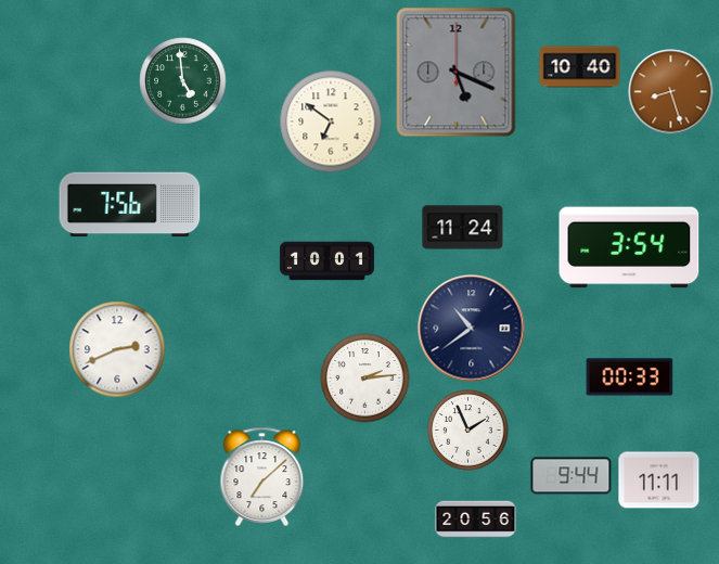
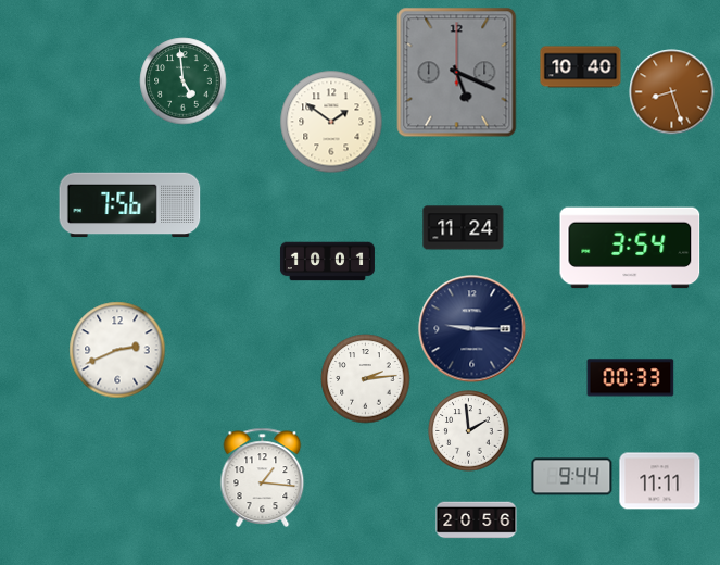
clock at (331, 121): 6:51 -> 1:51
clock at (472, 329): 10:39 -> 9:15
clock at (468, 431): 1:56 -> 1:59
clock at (262, 476): 7:08 -> 1:16
